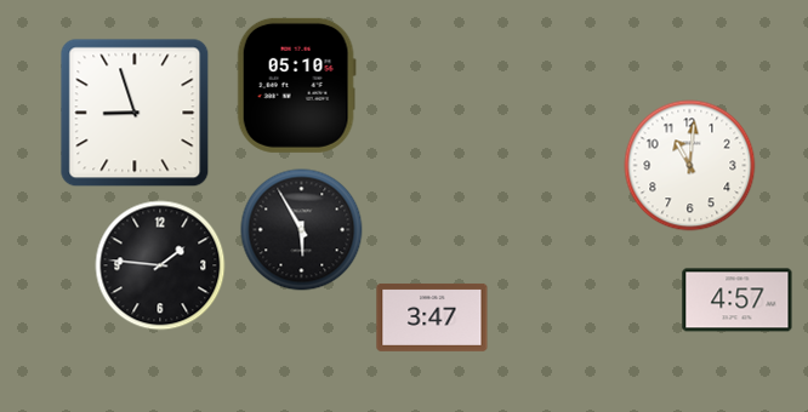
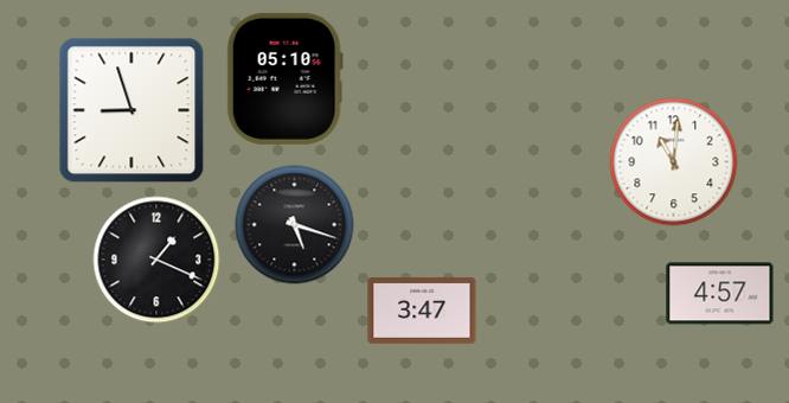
clock at (296, 85) position: (296, 85) -> (284, 78)
clock at (302, 230): 5:55 -> 5:18
clock at (160, 265): 1:46 -> 1:19
